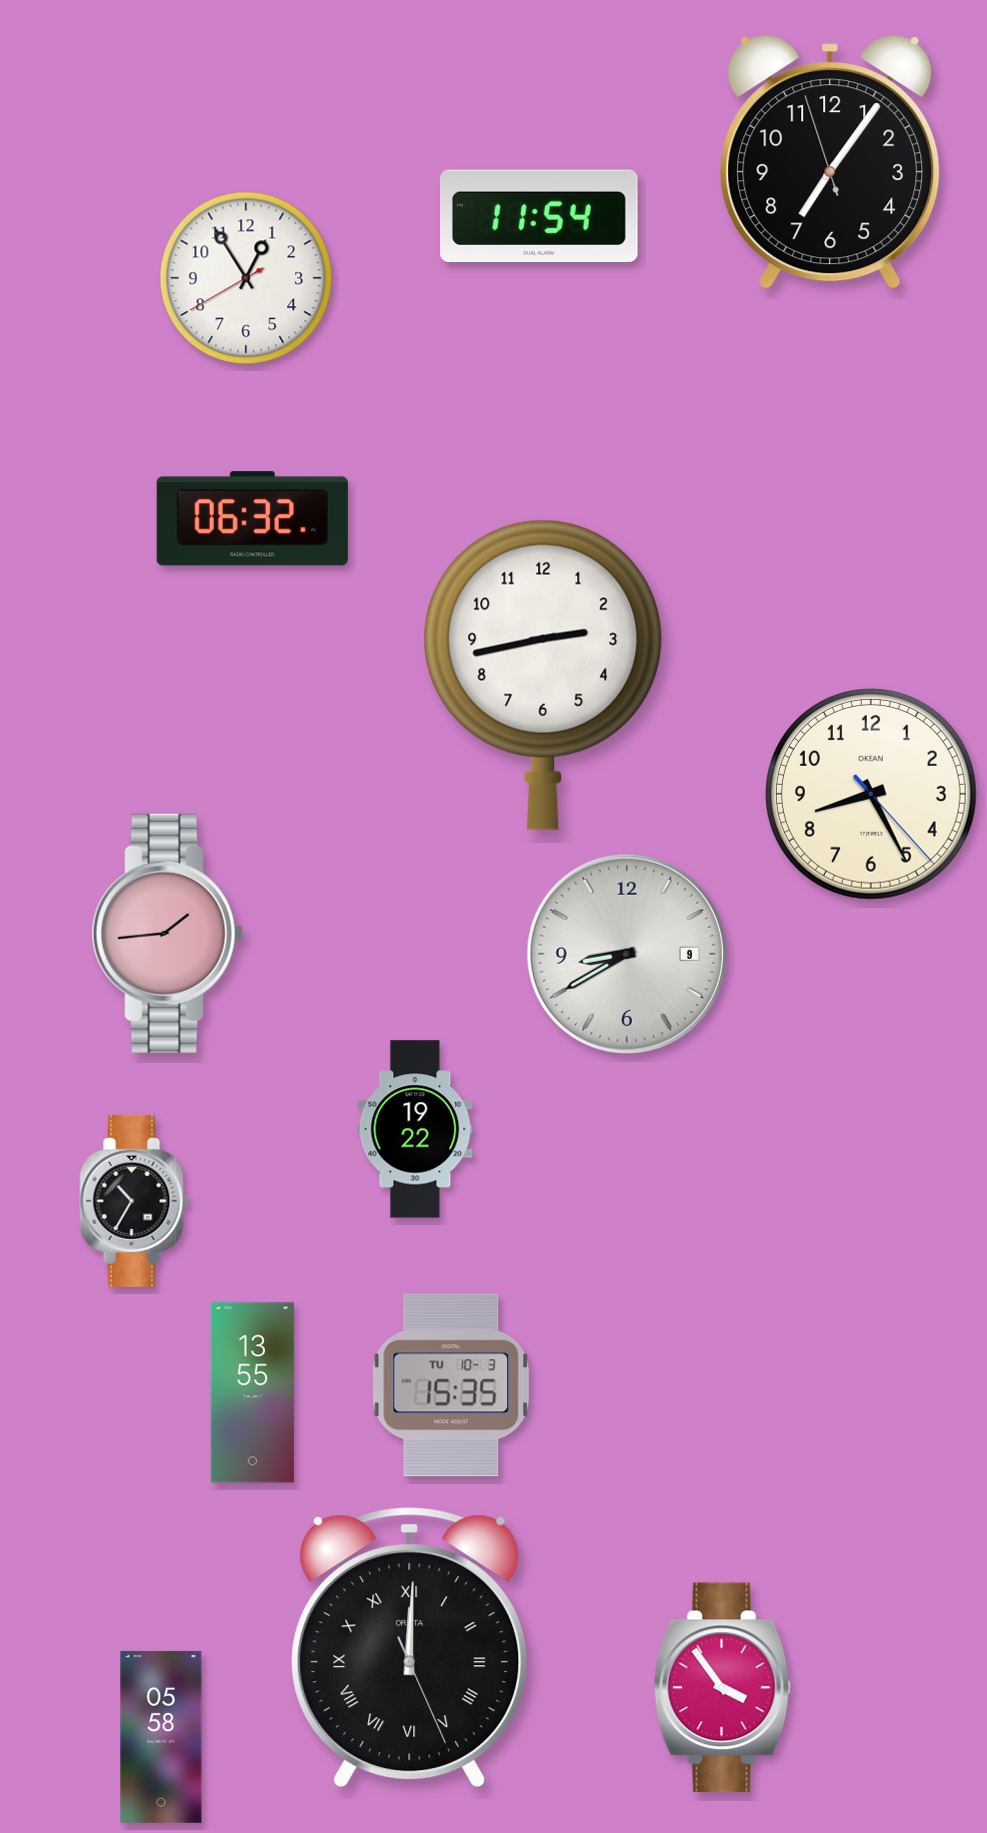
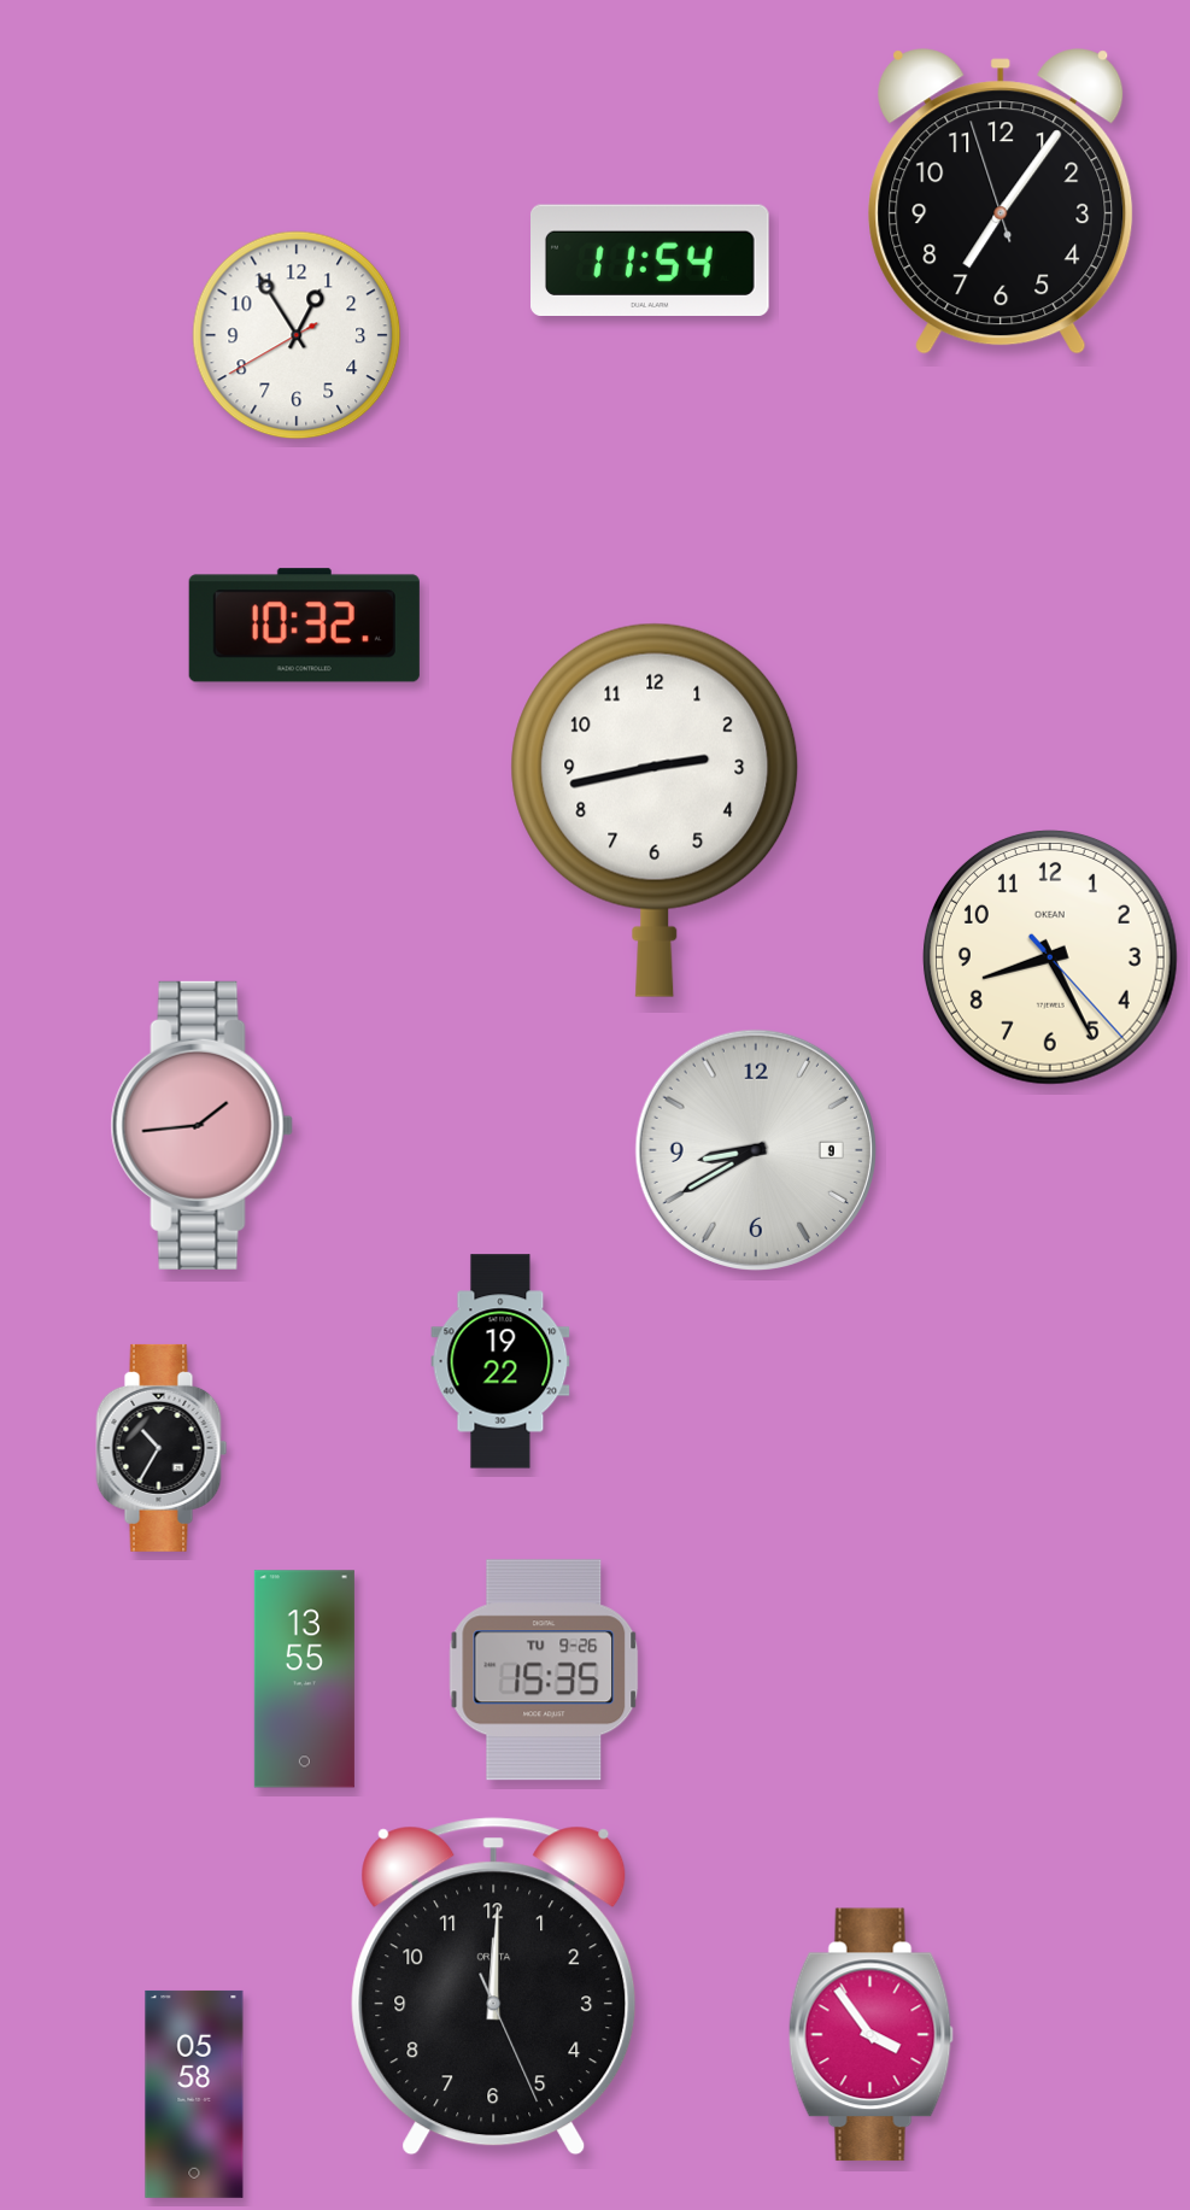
clock at (830, 162) position: (830, 162) -> (1001, 201)
clock at (252, 519): 06:32 -> 10:32
clock at (543, 675) position: (543, 675) -> (655, 810)
clock at (451, 1385) date: TU 10-3 -> TU 9-26
clock at (410, 1648) numerals: Roman -> Arabic
